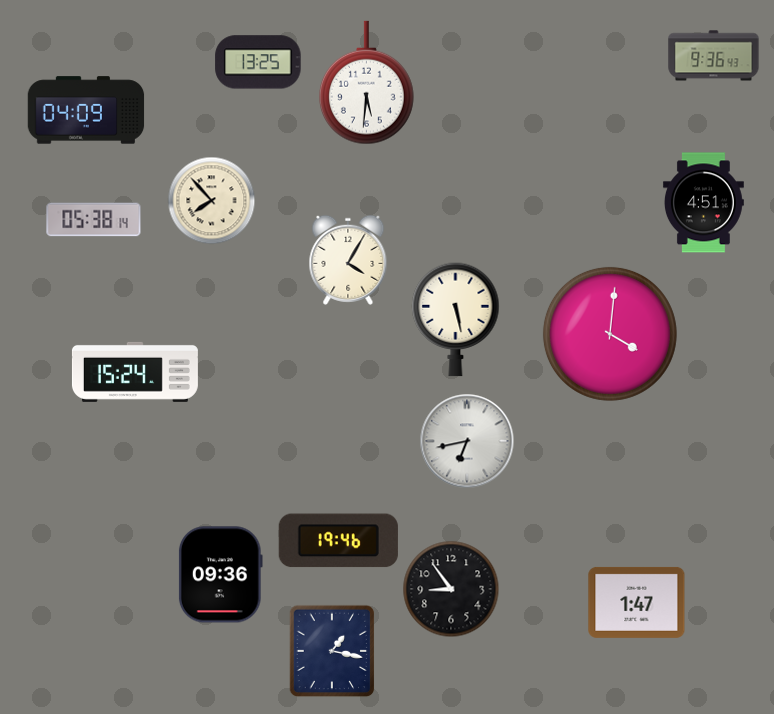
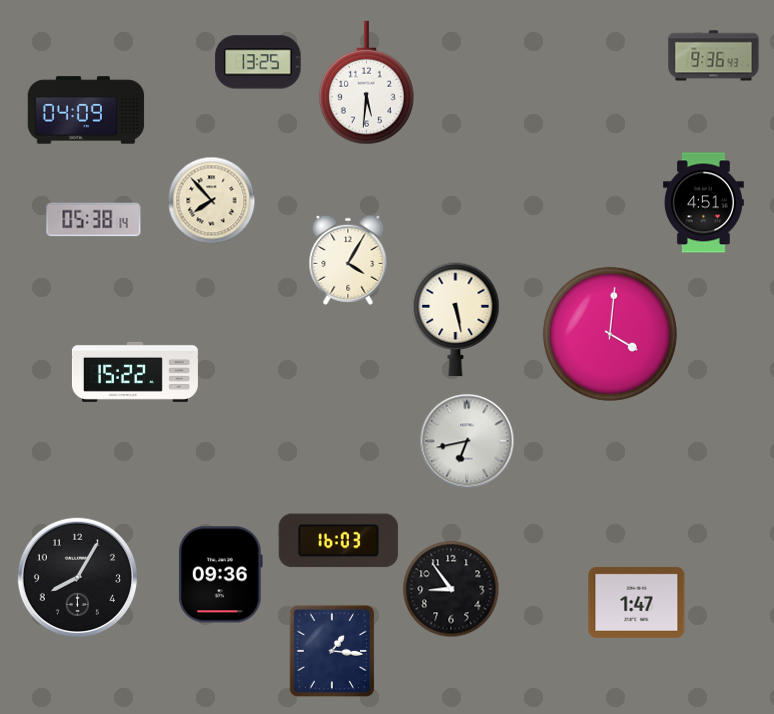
clock at (135, 372): 15:24 -> 15:22
clock at (338, 541): 19:46 -> 16:03
clock at (77, 577): none -> 8:05
clock at (332, 651): 1:17 -> 1:16
